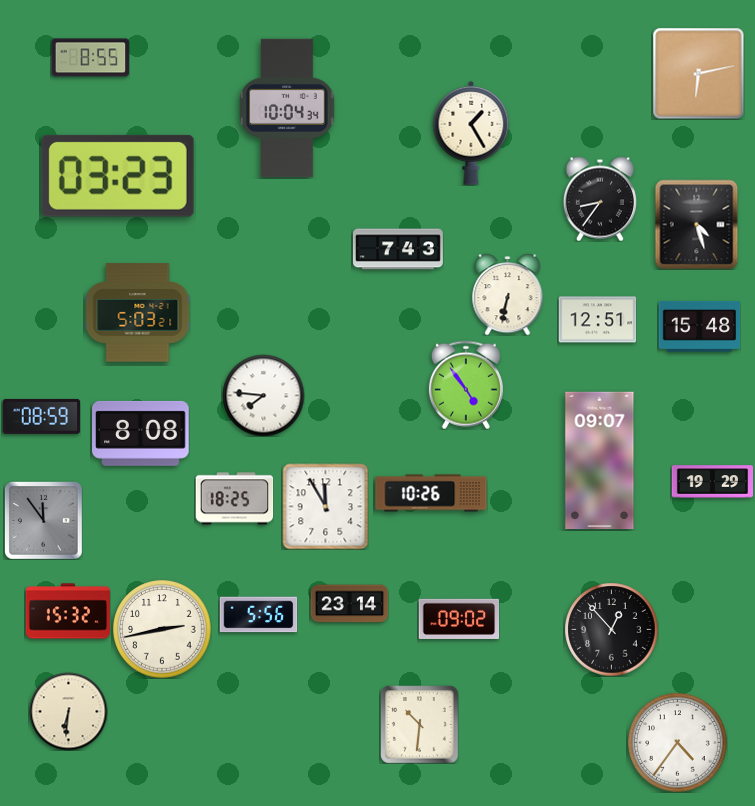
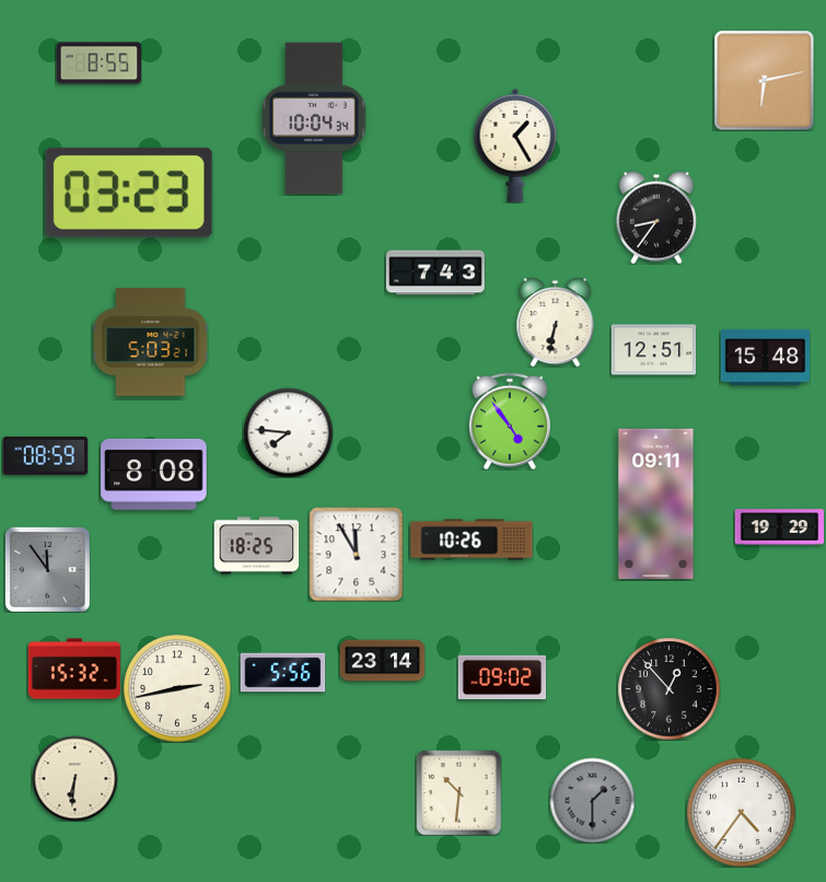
clock at (697, 224): 4:27 -> none
clock at (600, 461): 09:07 -> 09:11
clock at (592, 800): none -> 1:30
